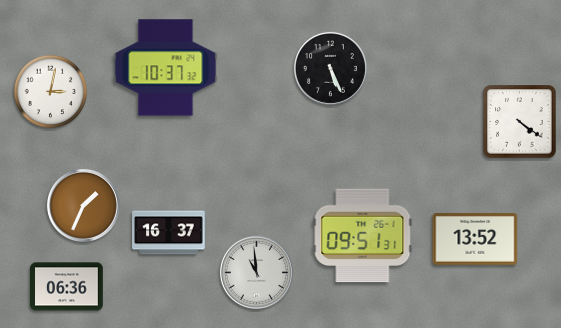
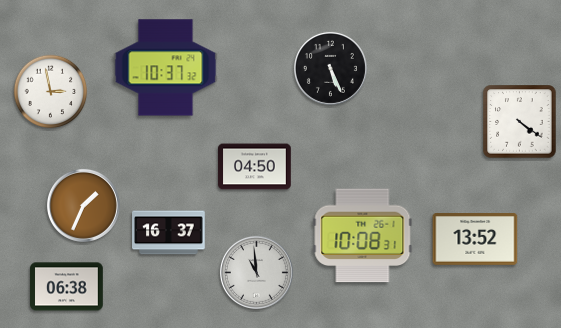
clock at (51, 92): 3:02 -> 2:58
clock at (255, 167): none -> 04:50
clock at (363, 236): 09:51 -> 10:08
clock at (67, 287): 06:36 -> 06:38
